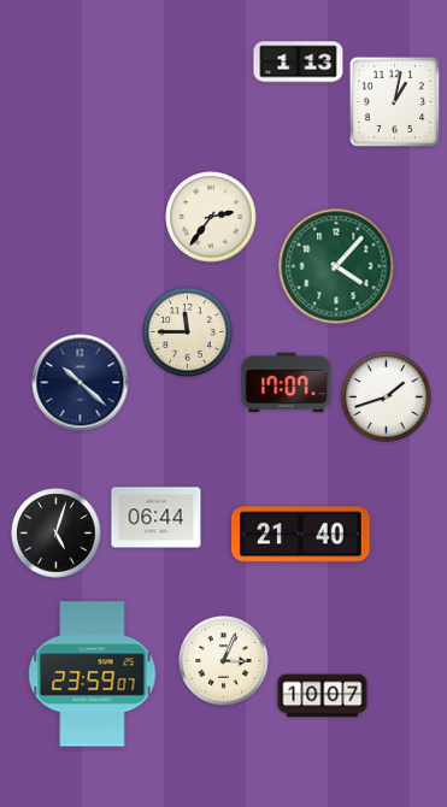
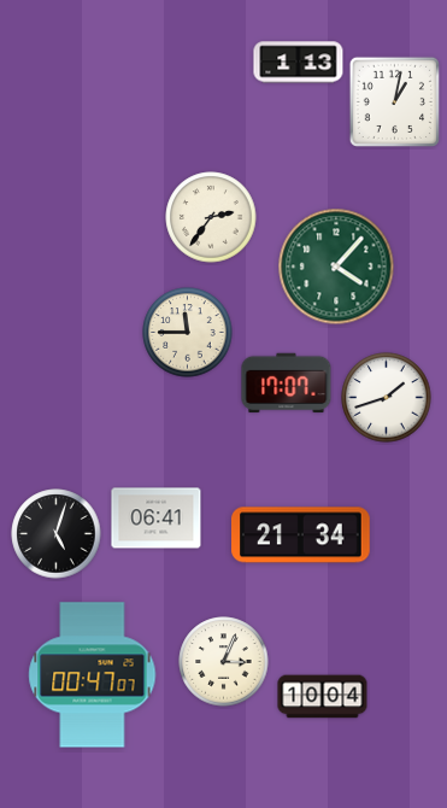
clock at (81, 383): 10:22 -> none
clock at (157, 518): 06:44 -> 06:41
clock at (301, 535): 21:40 -> 21:34
clock at (93, 675): 23:59 -> 00:47
clock at (323, 696): 10:07 -> 10:04
